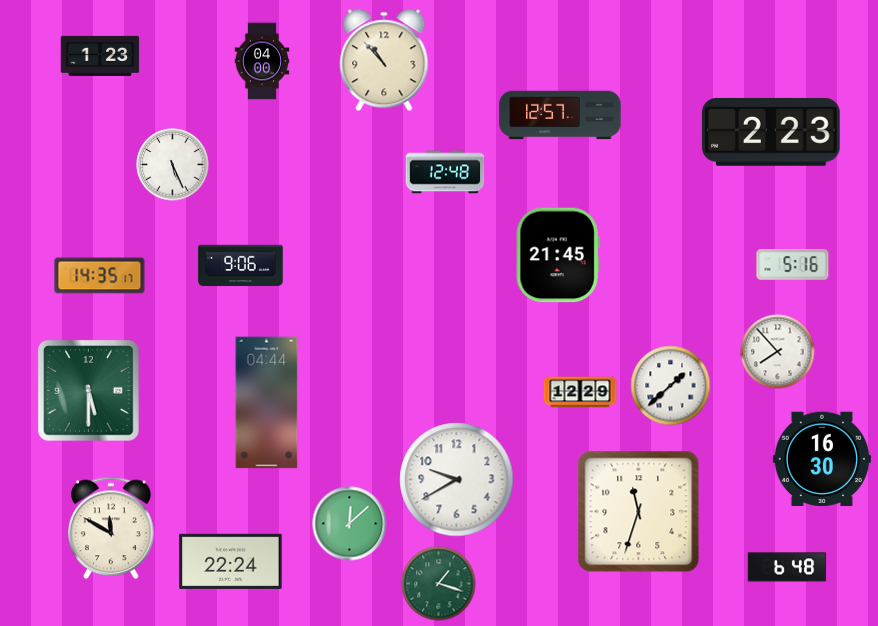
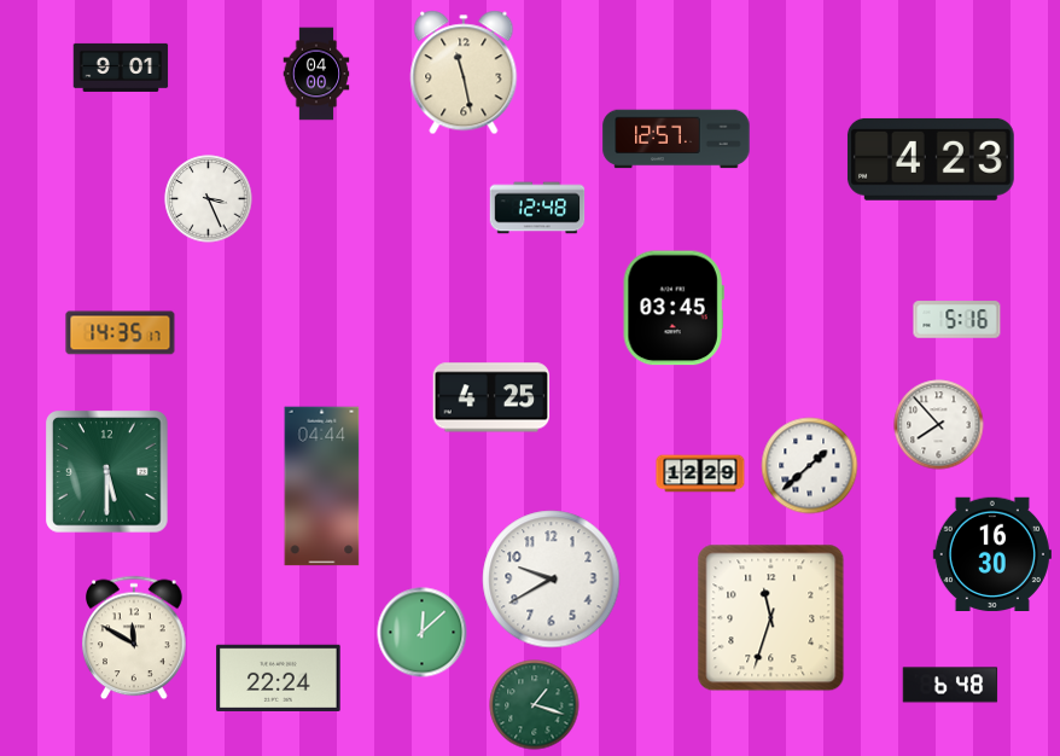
clock at (100, 56): 1:23 -> 9:01
clock at (384, 60): 10:53 -> 11:28
clock at (771, 132): 2:23 -> 4:23
clock at (173, 165): 5:26 -> 3:26
clock at (558, 255): 21:45 -> 03:45
clock at (241, 266): 9:06 -> none
clock at (491, 397): none -> 4:25
clock at (439, 584) position: (439, 584) -> (535, 705)
